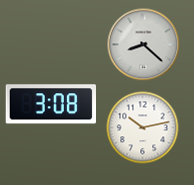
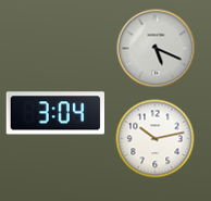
clock at (144, 45): 8:22 -> 5:19
clock at (50, 104): 3:08 -> 3:04
